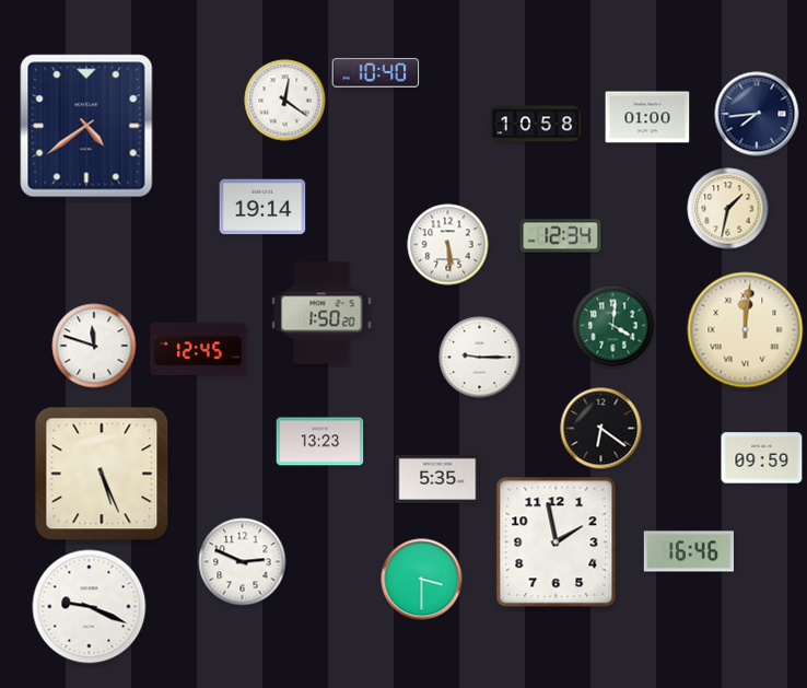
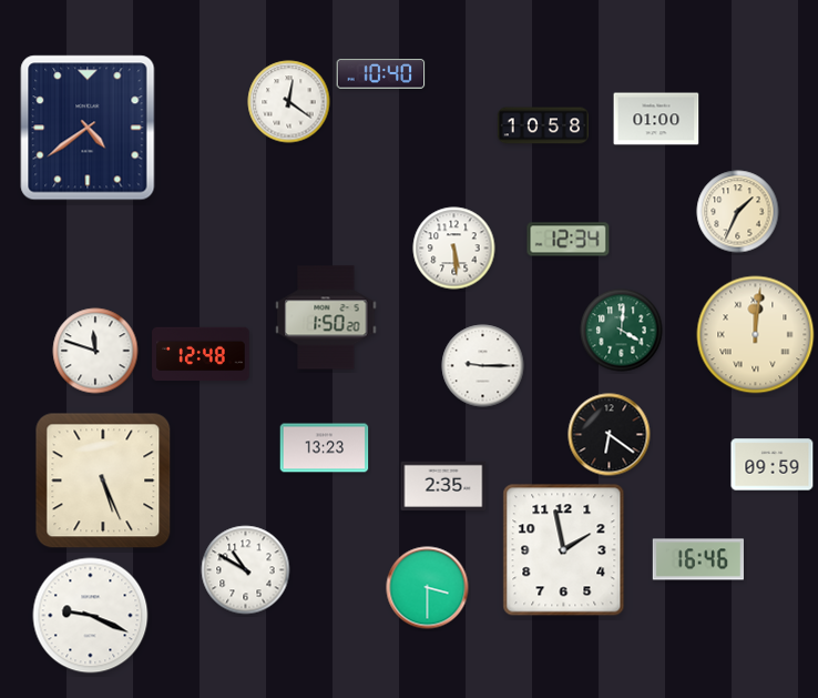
clock at (757, 114): 7:44 -> none
clock at (262, 207): 19:14 -> none
clock at (728, 209): 1:32 -> 1:34
clock at (198, 349): 12:45 -> 12:48
clock at (480, 358) position: (480, 358) -> (483, 366)
clock at (437, 478): 5:35 -> 2:35
clock at (243, 562): 2:49 -> 10:50
